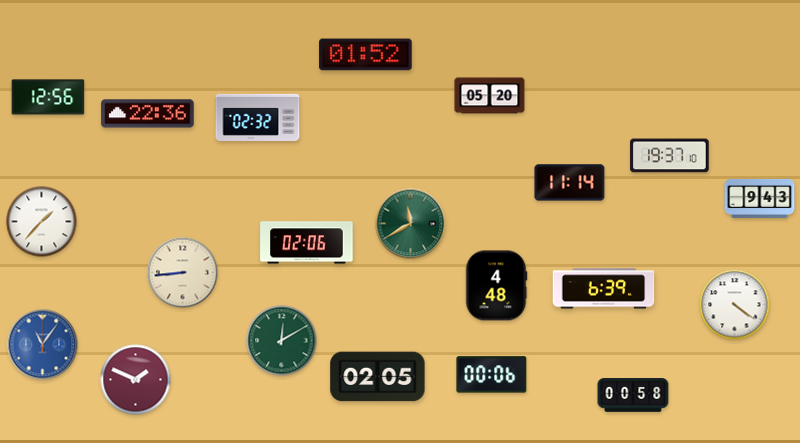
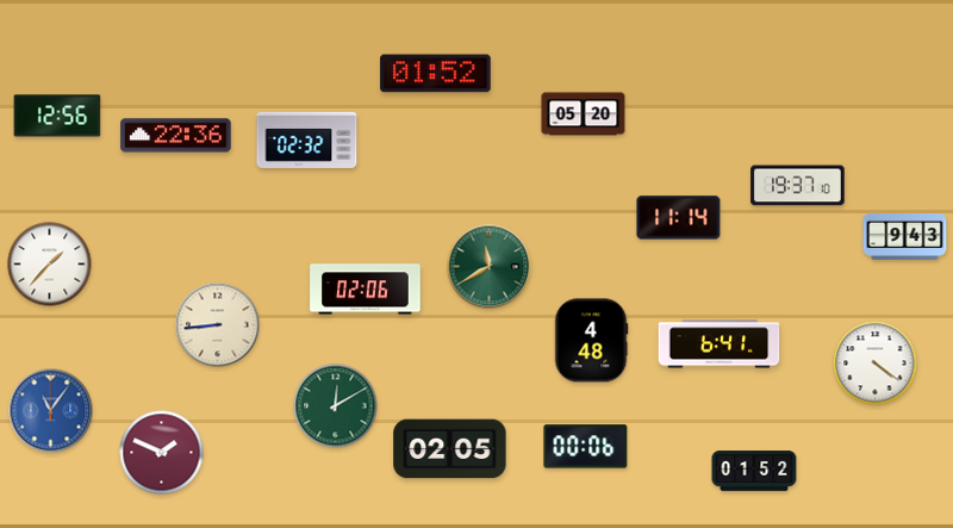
clock at (366, 55) position: (366, 55) -> (436, 74)
clock at (604, 289): 6:39 -> 6:41
clock at (633, 395): 00:58 -> 01:52
